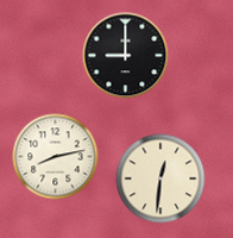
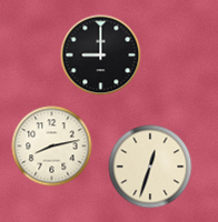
clock at (126, 56) position: (126, 56) -> (101, 56)
clock at (160, 178): 12:31 -> 12:33
